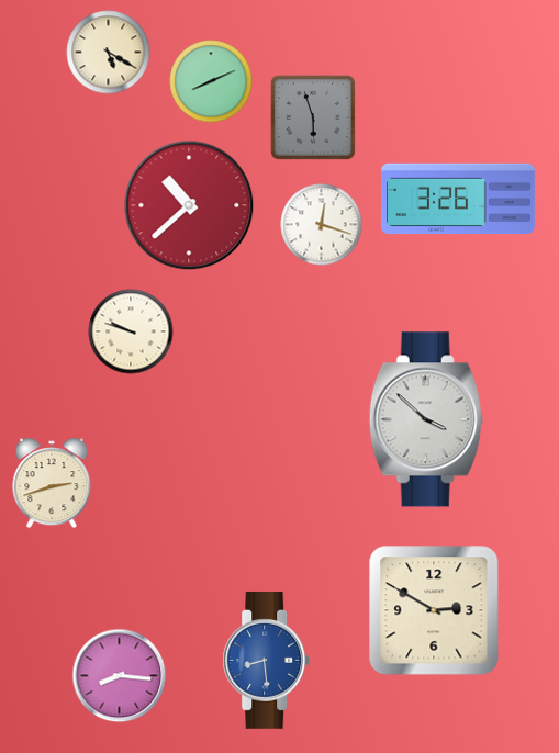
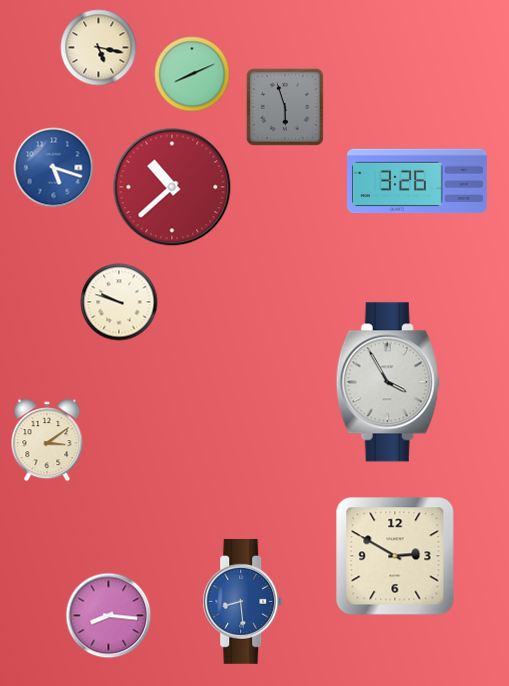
clock at (109, 53): 5:20 -> 5:17
clock at (54, 168): none -> 5:18
clock at (322, 225): 12:18 -> none
clock at (426, 419): 3:52 -> 3:55
clock at (52, 483): 2:42 -> 3:09
